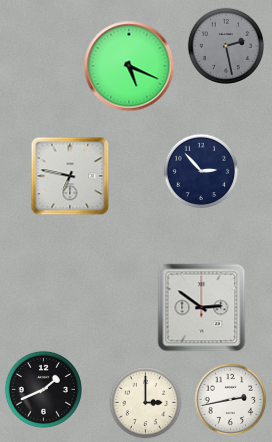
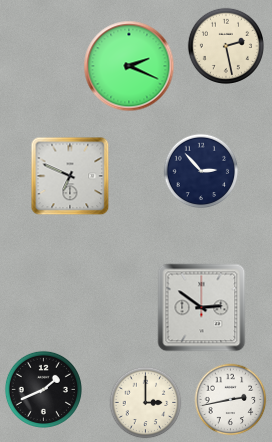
clock at (226, 46) dial: grey -> cream
clock at (129, 66): 5:19 -> 2:19
clock at (70, 176): 6:47 -> 6:49
